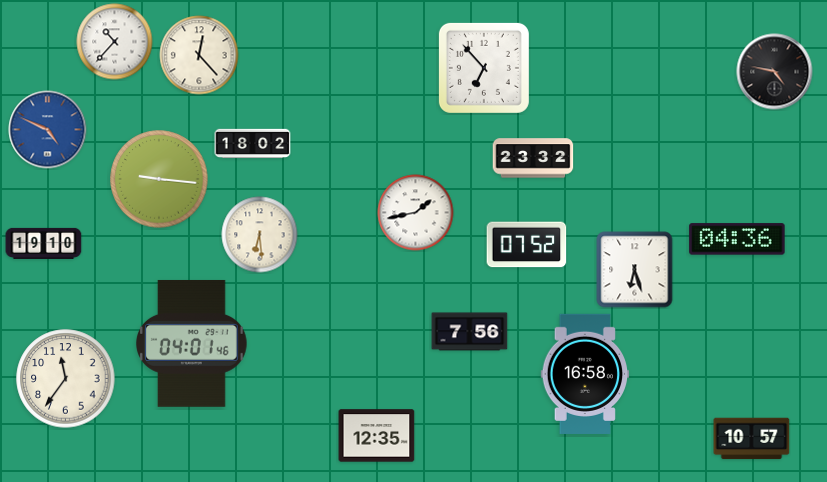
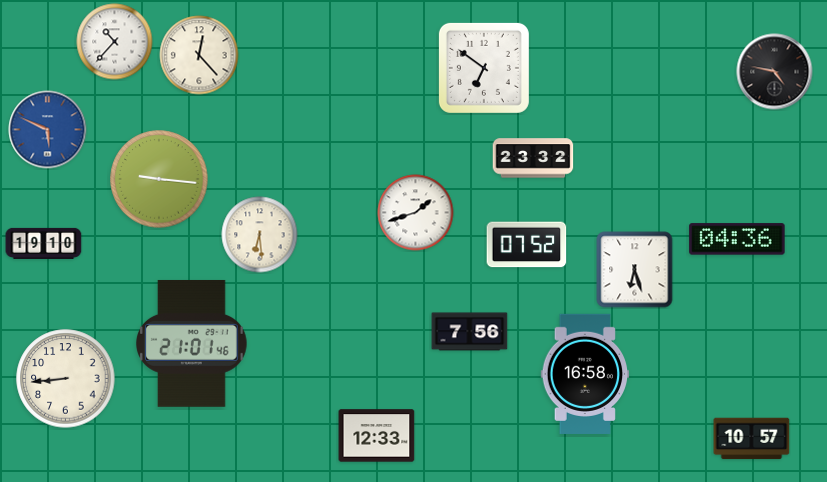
clock at (484, 68): 6:53 -> 6:51
clock at (48, 130): 4:49 -> 5:49
clock at (253, 144): 18:02 -> none
clock at (416, 213): 1:43 -> 1:42
clock at (192, 343): 04:01 -> 21:01
clock at (66, 379): 11:36 -> 8:44
clock at (377, 436): 12:35 -> 12:33
